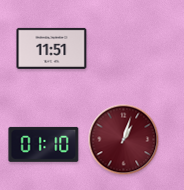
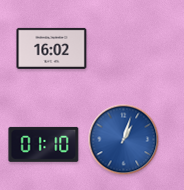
clock at (52, 48): 11:51 -> 16:02
clock at (124, 140) dial: burgundy -> blue
